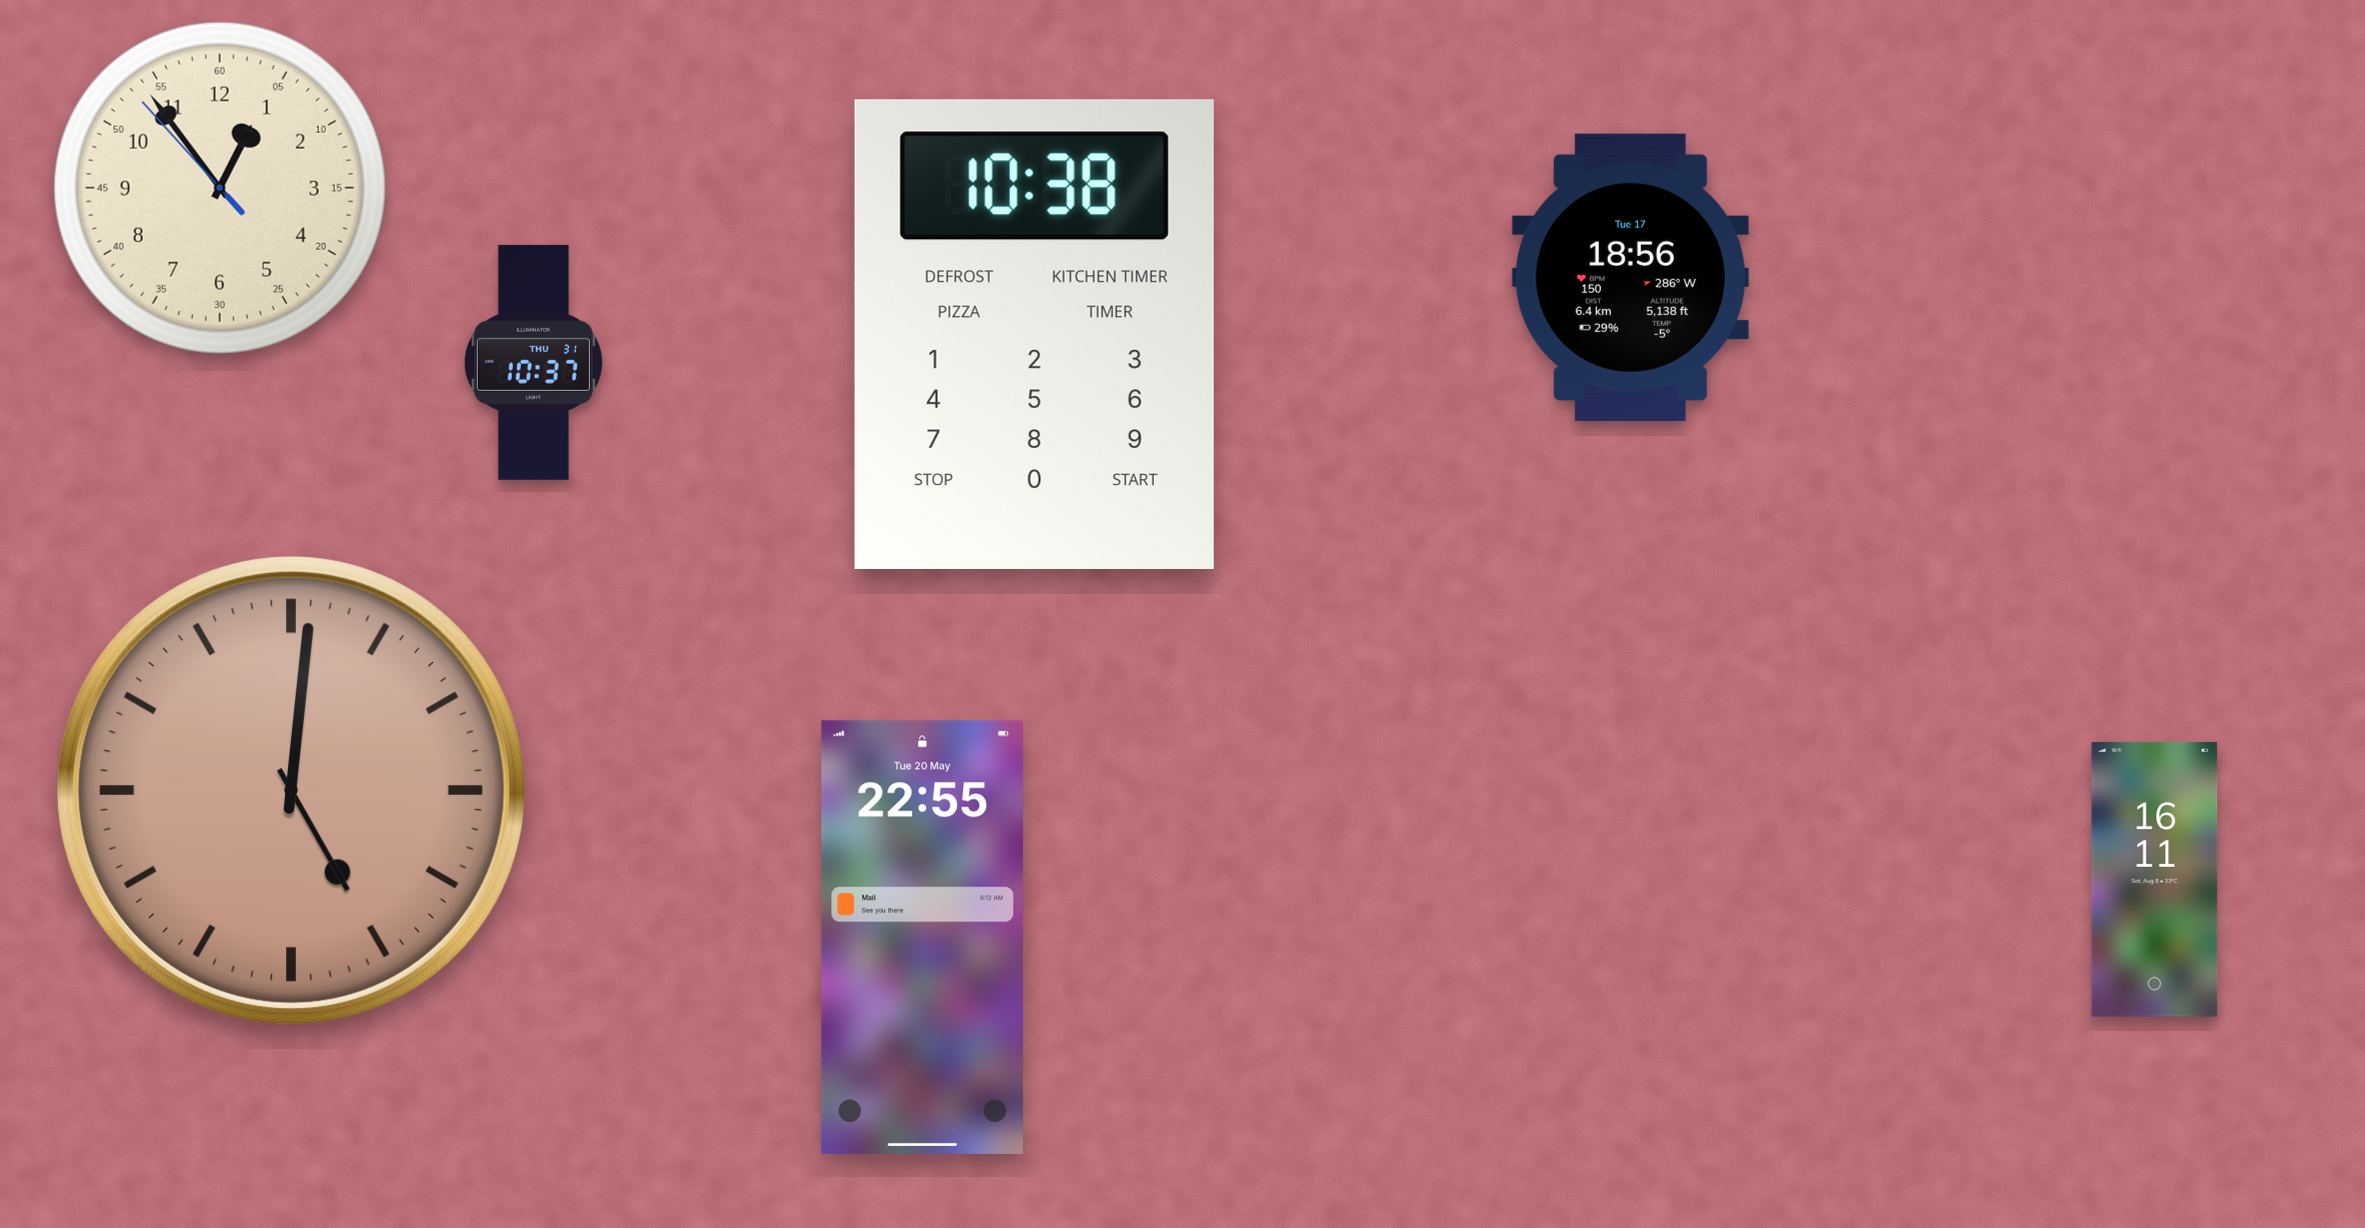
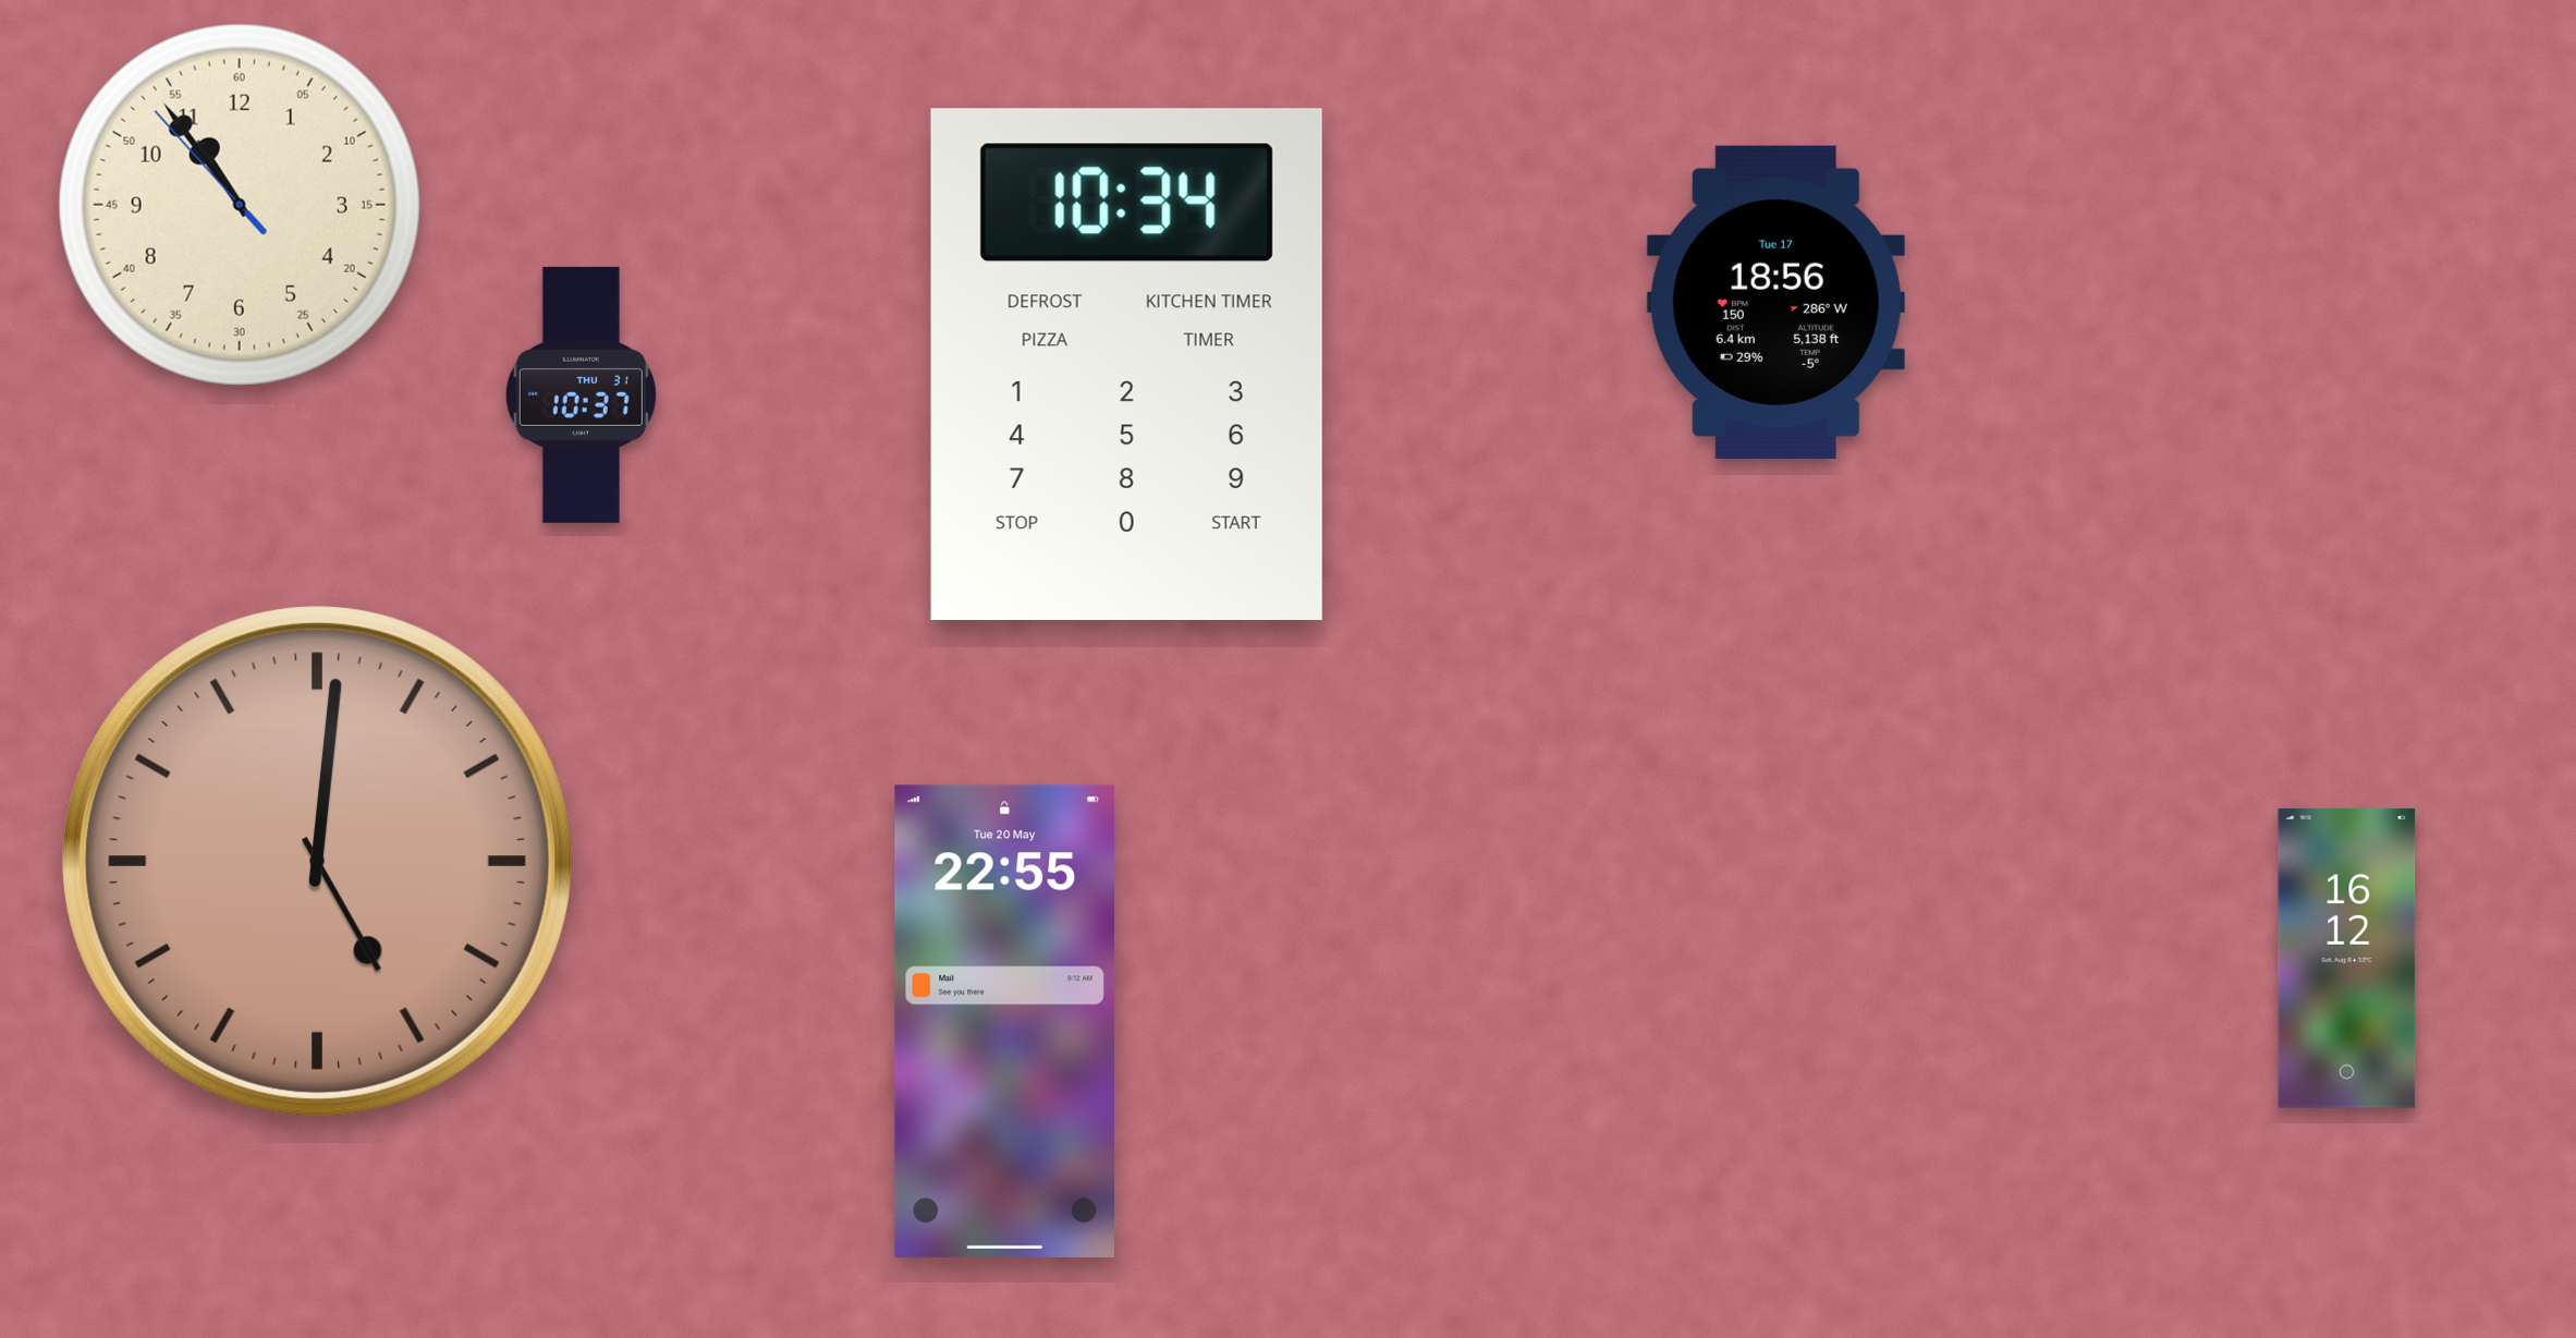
clock at (220, 188): 12:53 -> 10:53
clock at (1034, 334): 10:38 -> 10:34
clock at (2155, 879): 16:11 -> 16:12
